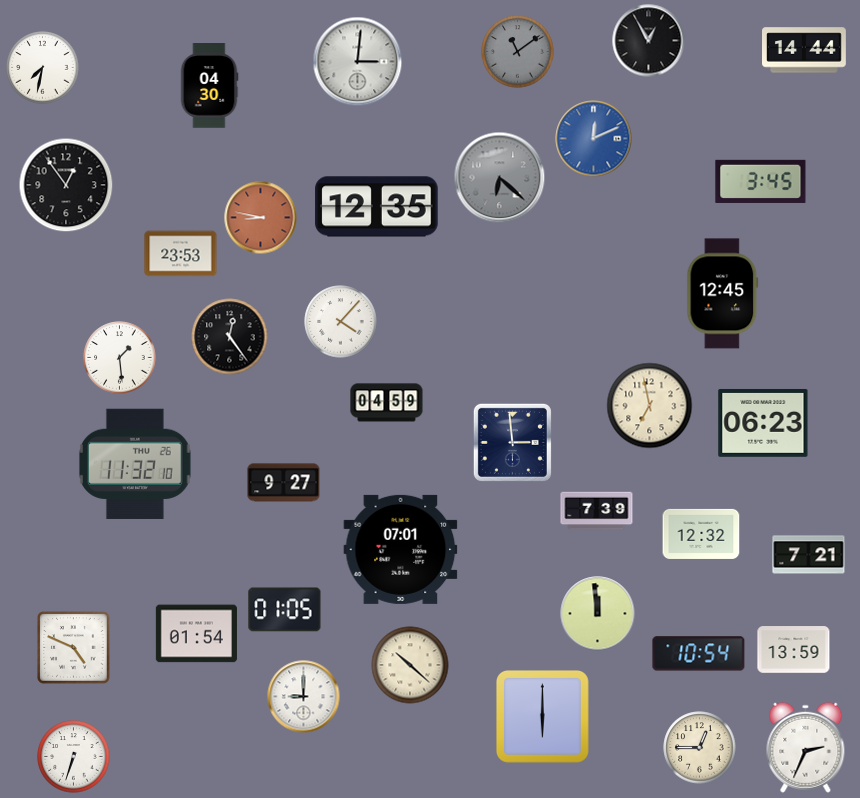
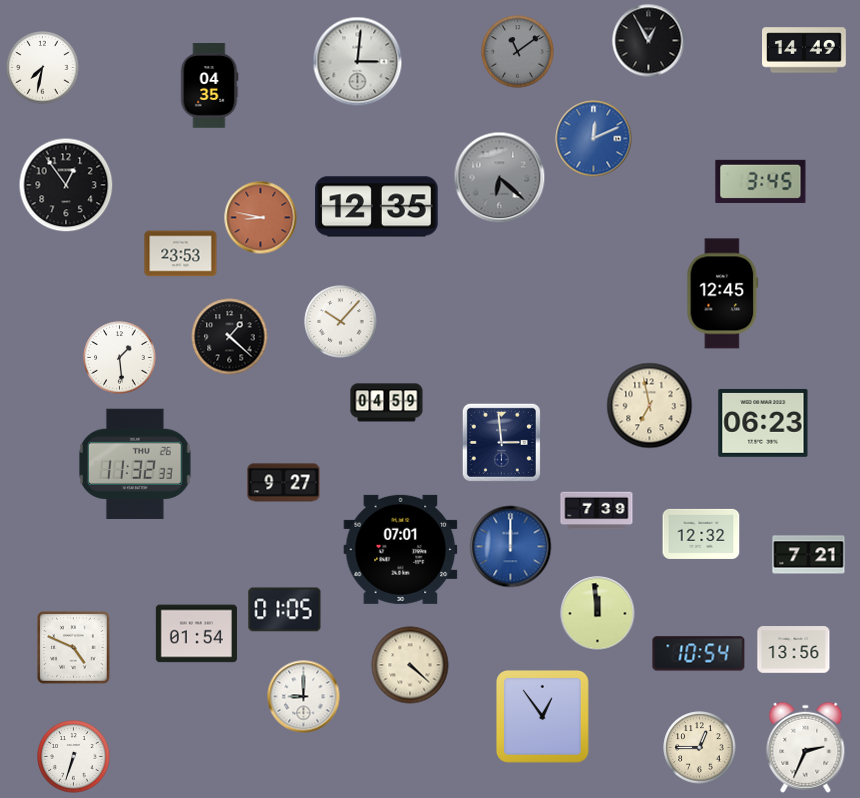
clock at (805, 50): 14:44 -> 14:49
clock at (209, 86): 04:30 -> 04:35
clock at (341, 322): 4:07 -> 10:07
clock at (230, 337): 12:24 -> 1:22
clock at (512, 442) position: (512, 442) -> (501, 442)
clock at (135, 463): 11:32:10 -> 11:32:33
clock at (511, 547): none -> 12:00
clock at (794, 650): 13:59 -> 13:56
clock at (410, 665): 10:22 -> 4:22
clock at (543, 717): 6:00 -> 12:54
